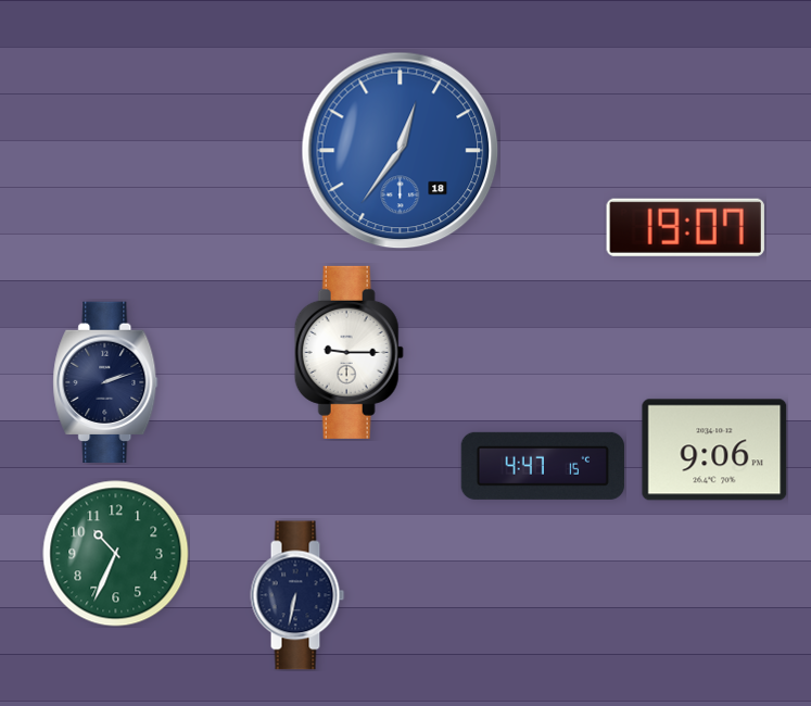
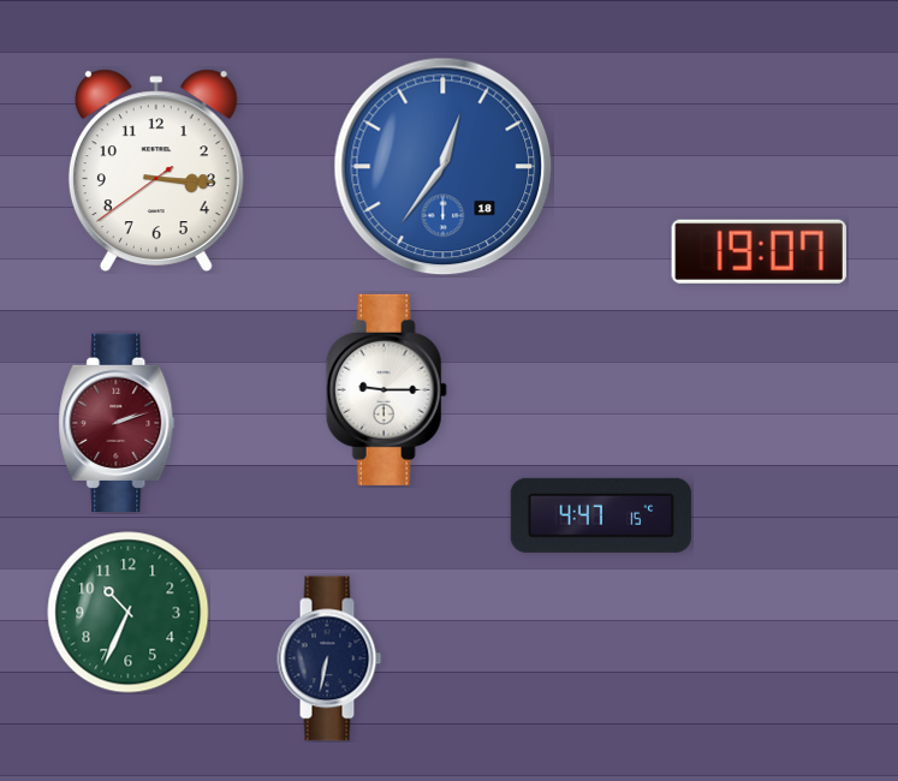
clock at (156, 171): none -> 3:15
clock at (105, 381) dial: navy -> burgundy
clock at (714, 450): 9:06 -> none
